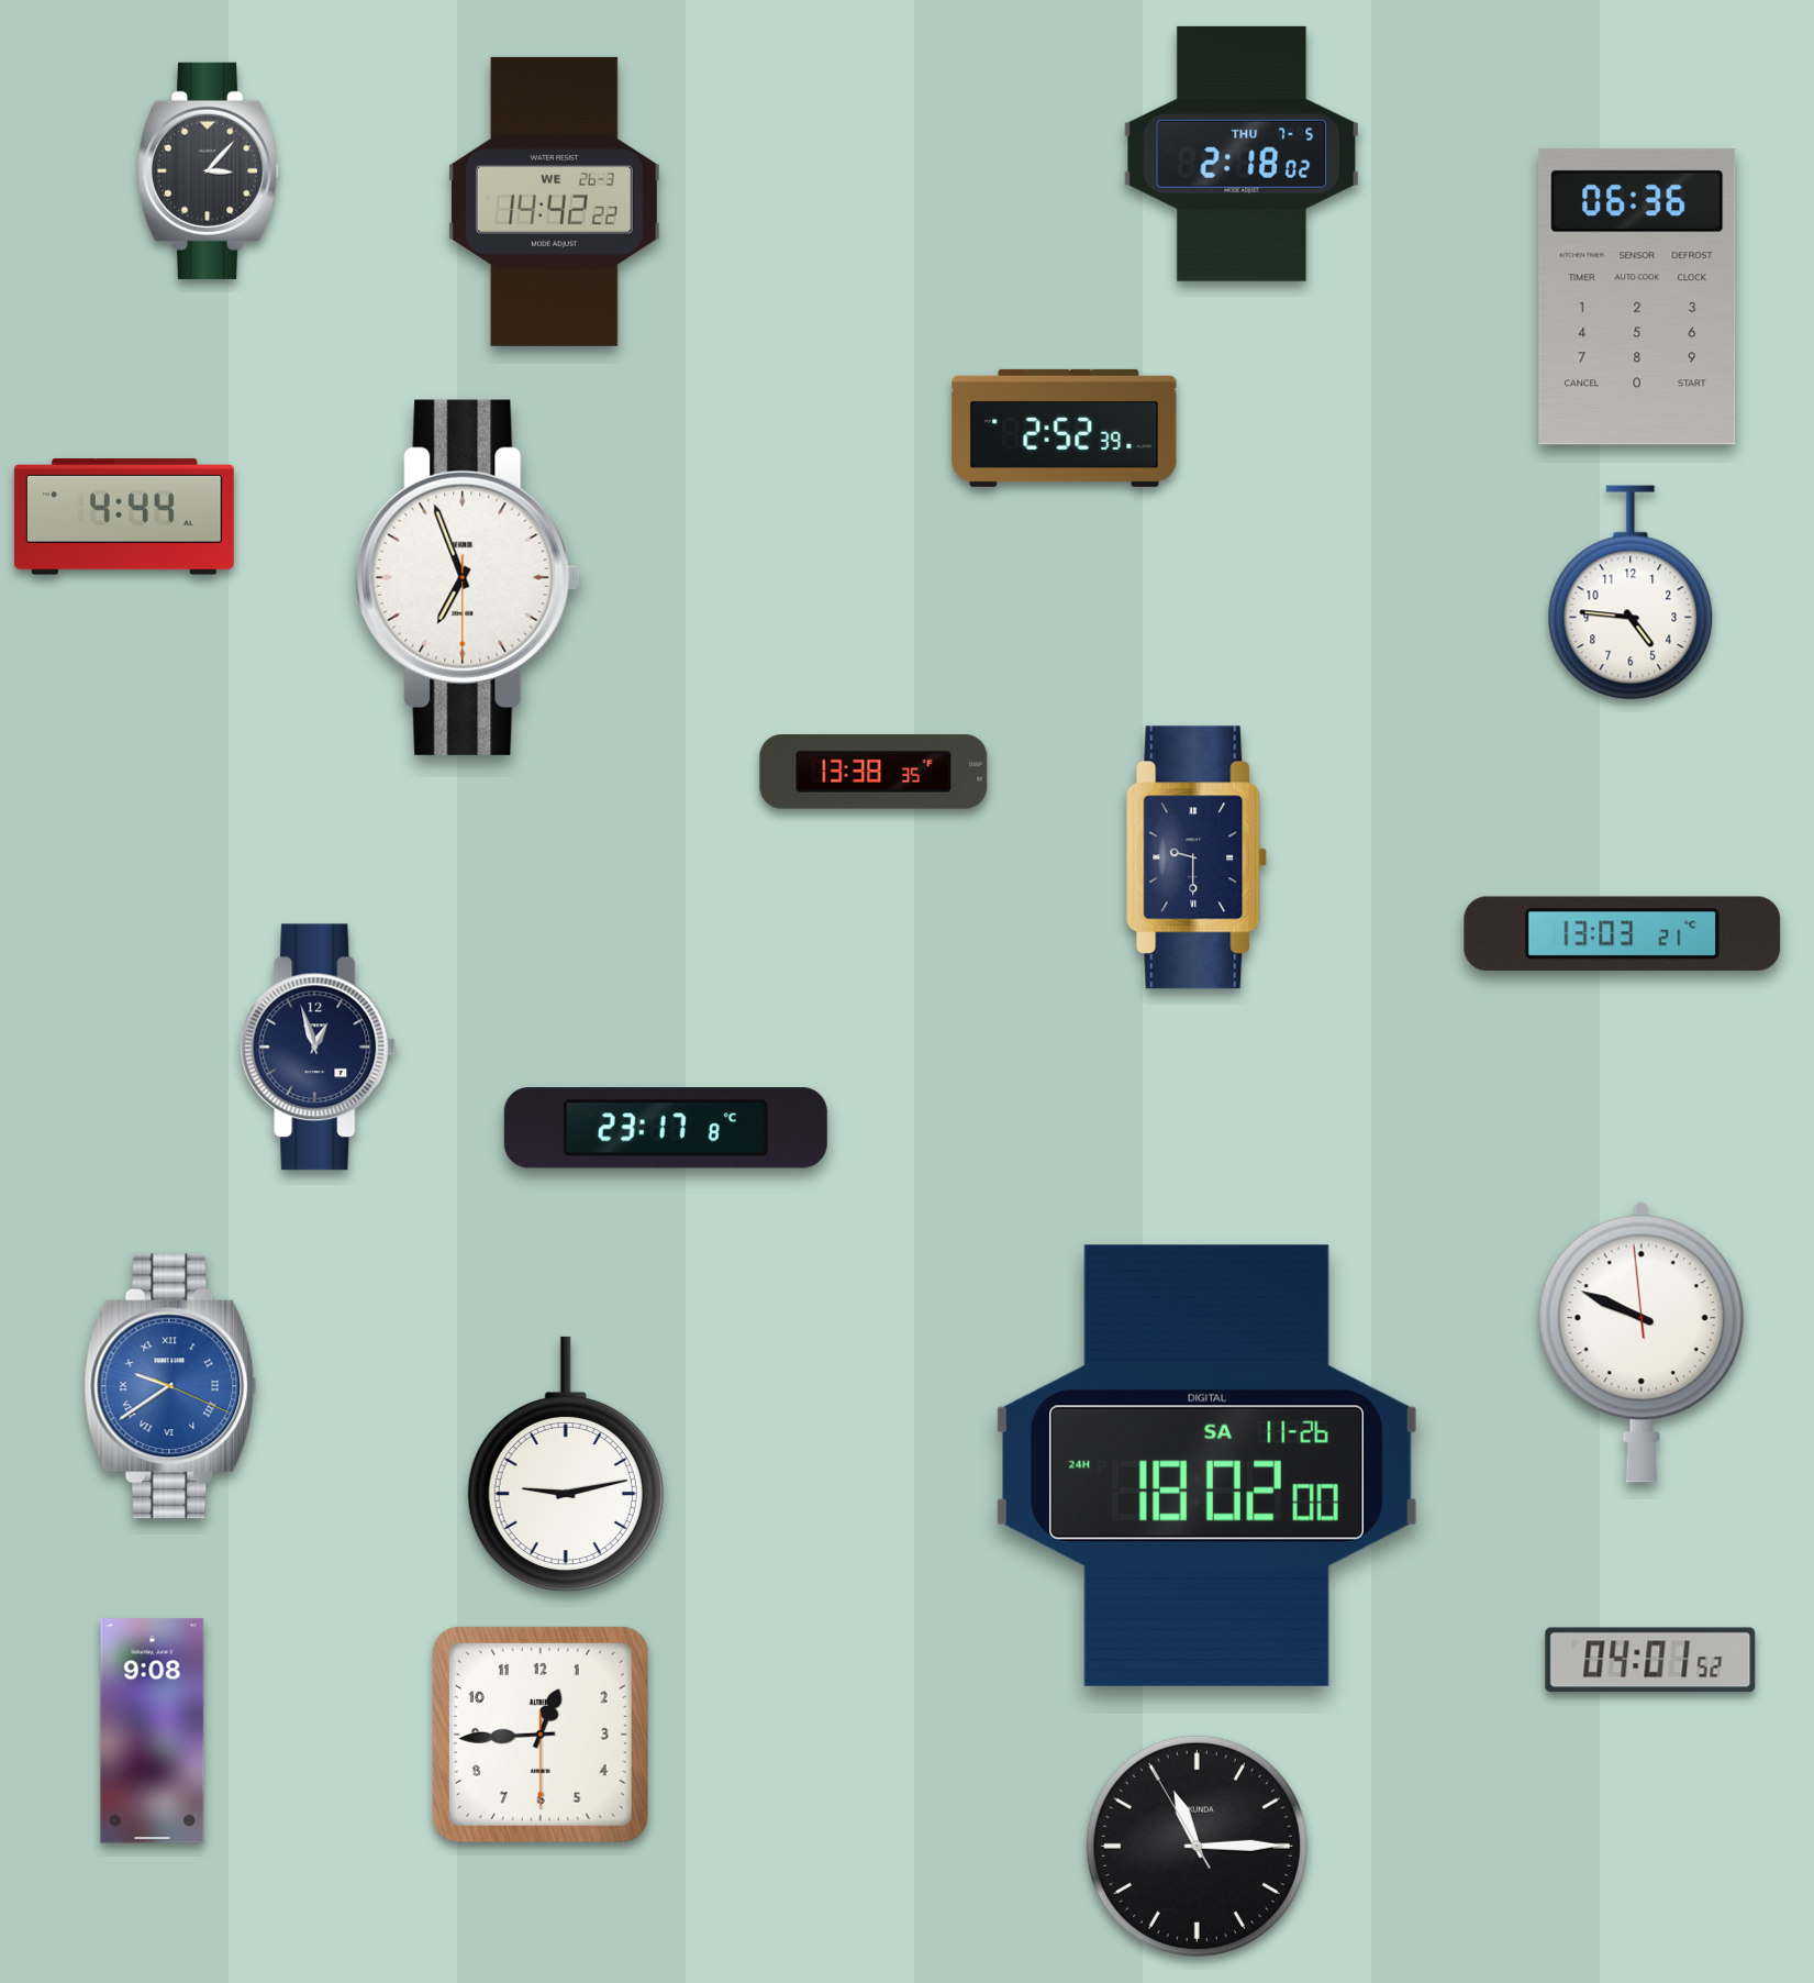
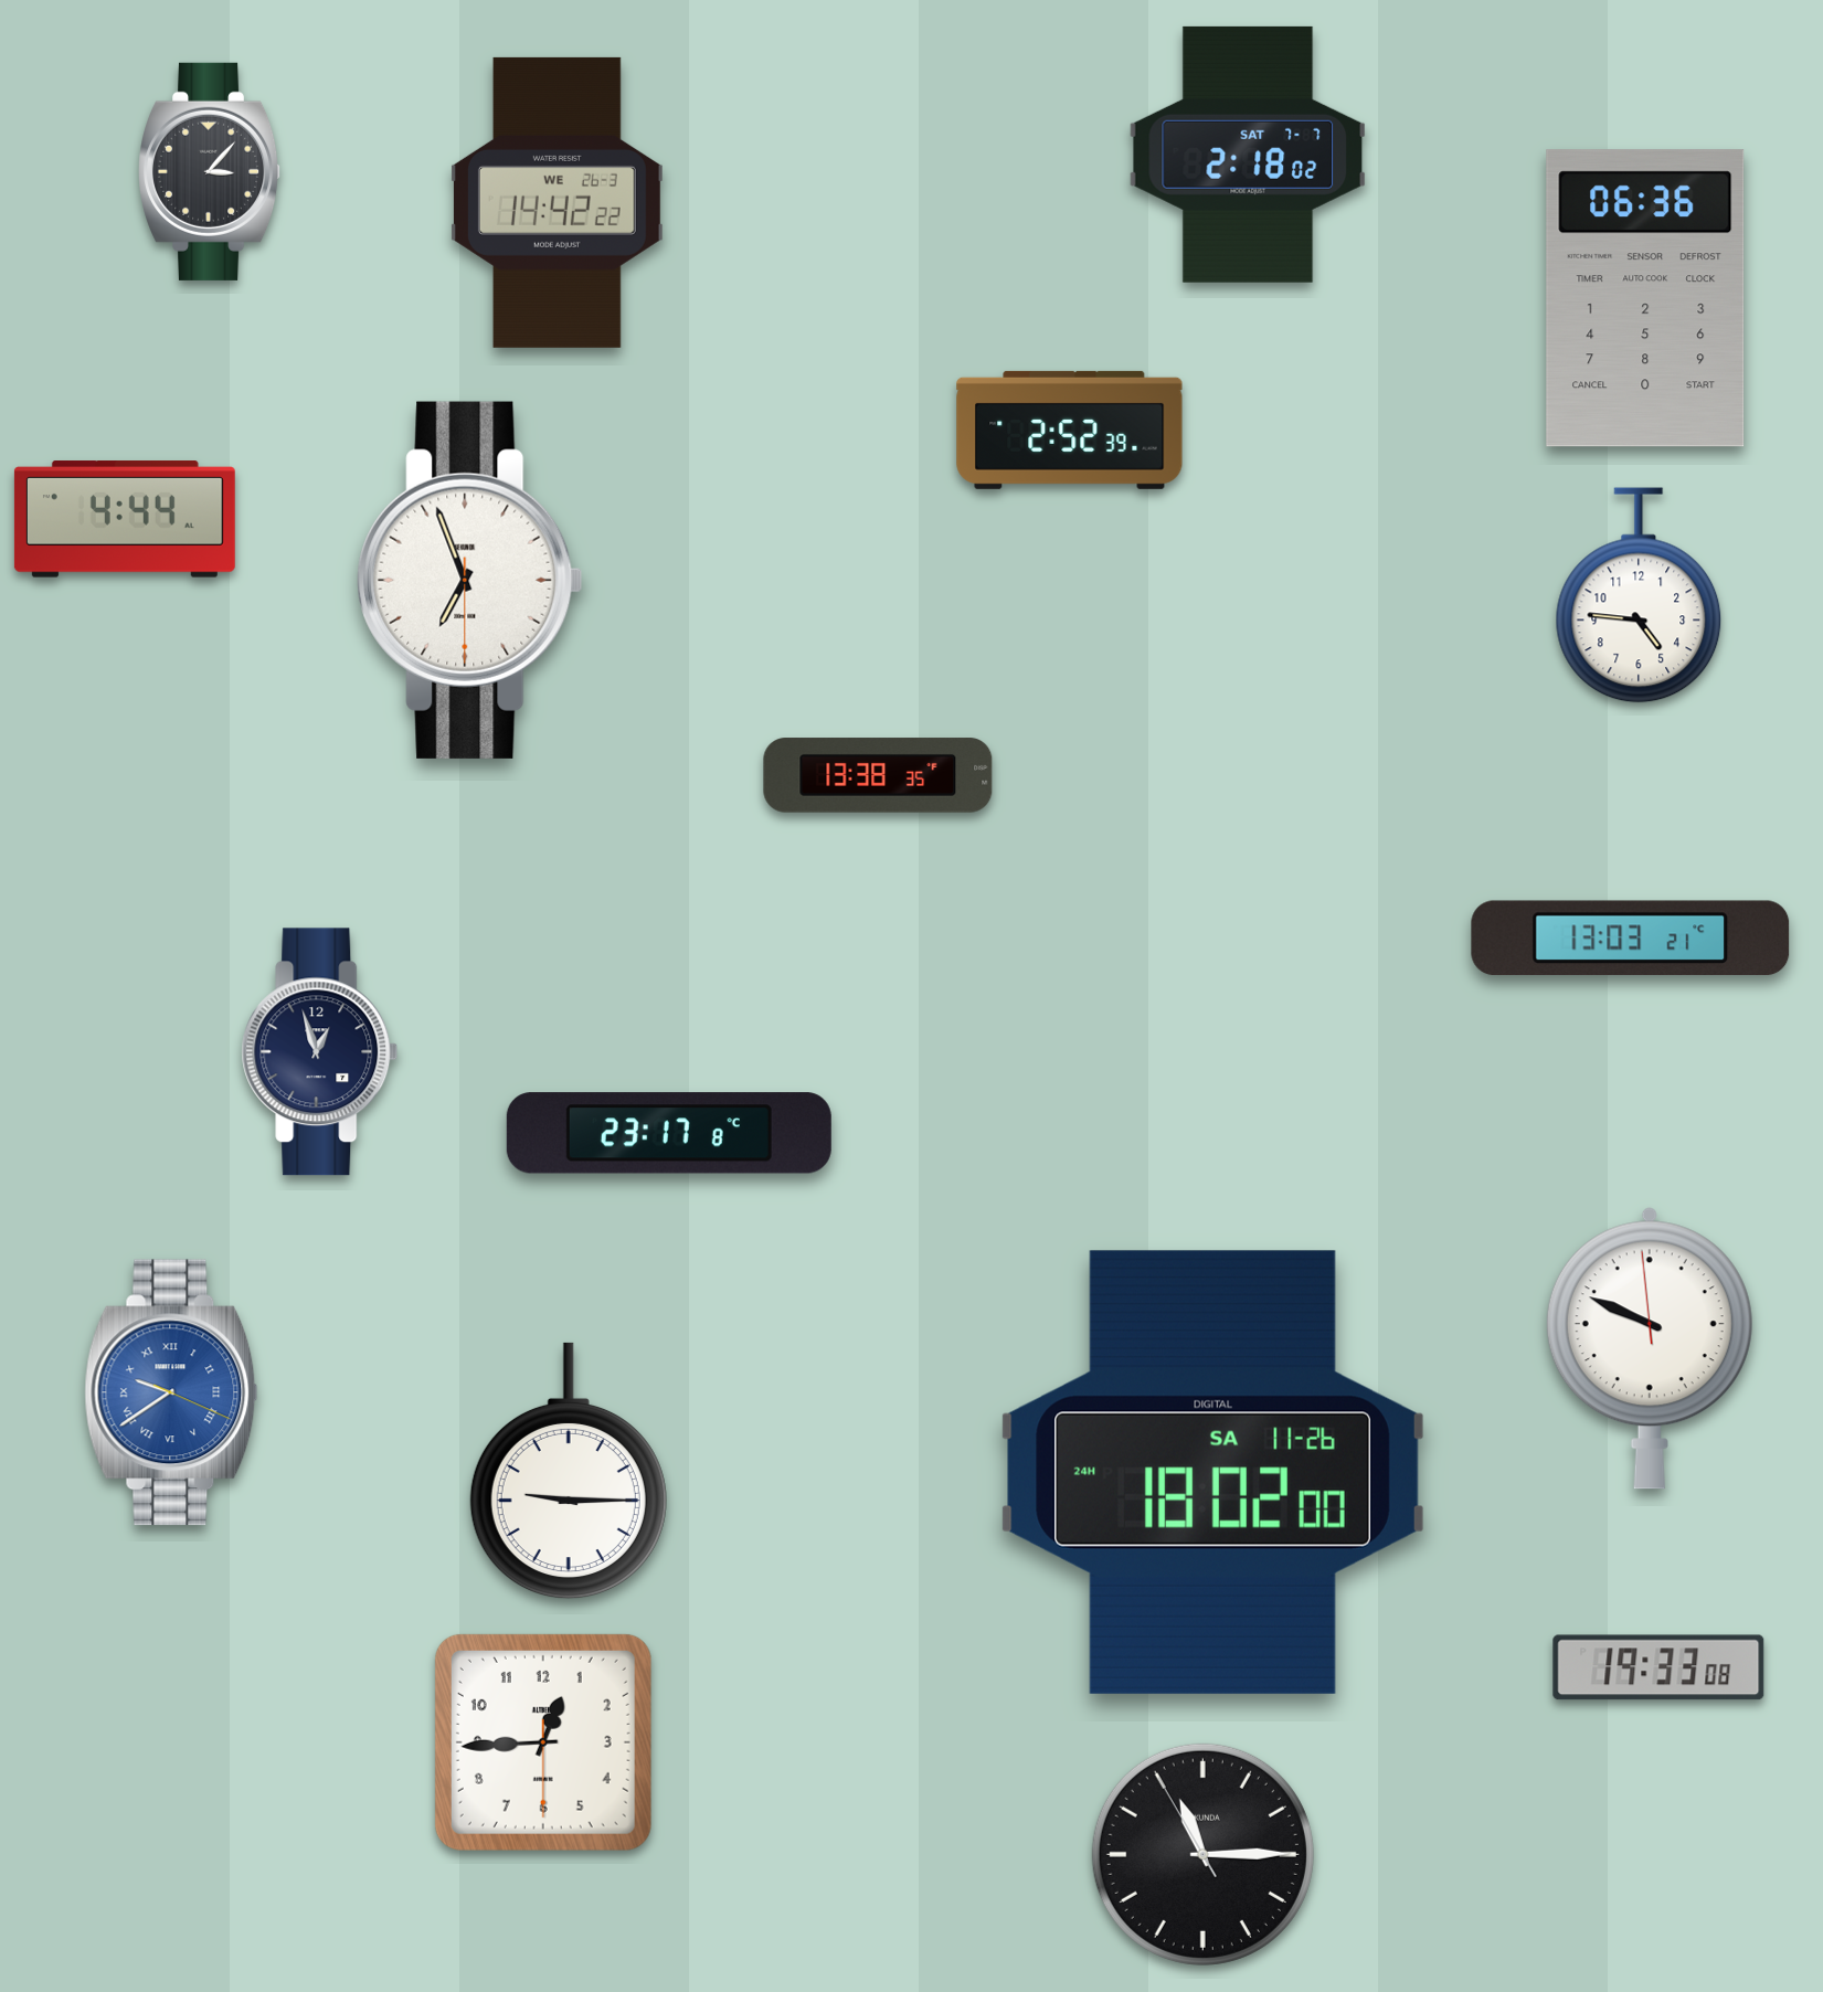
clock at (1242, 154) date: THU 7-5 -> SAT 7-7
clock at (1197, 857): 9:30 -> none
clock at (566, 1464): 9:13 -> 9:15
clock at (1650, 1660): 04:01 -> 19:33
clock at (153, 1731): 9:08 -> none
